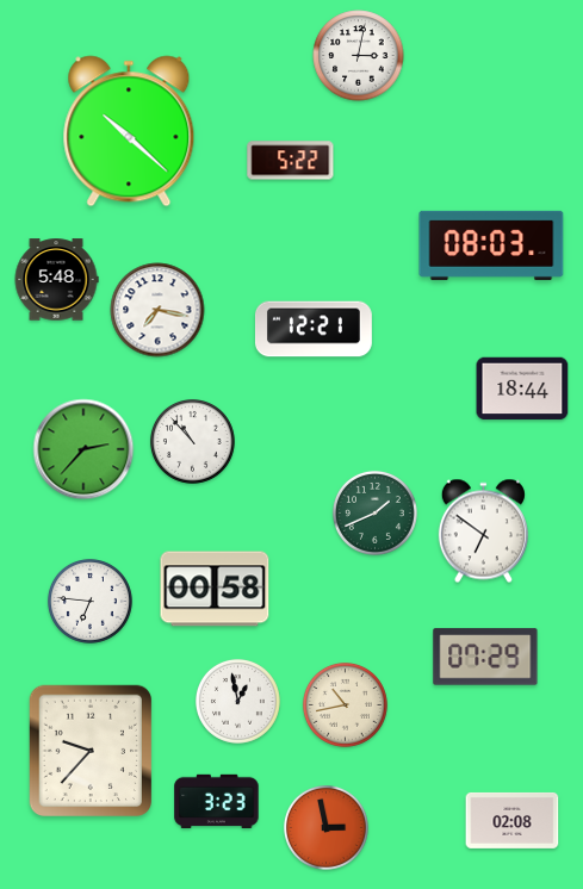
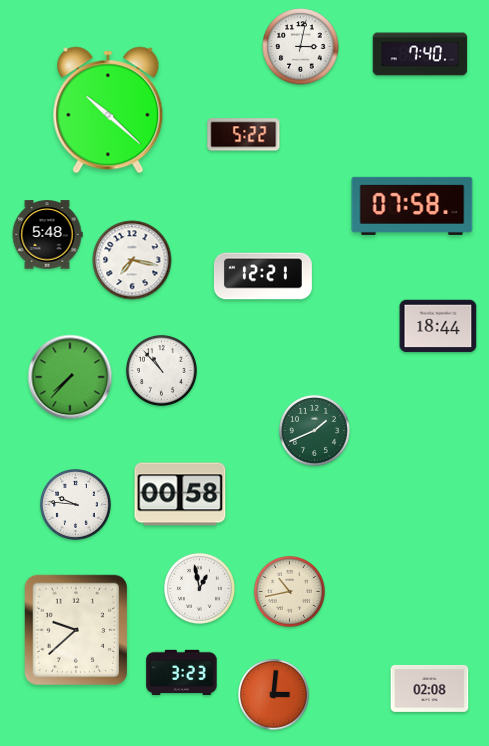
clock at (420, 54): none -> 7:40
clock at (491, 245): 08:03 -> 07:58
clock at (83, 449): 2:37 -> 7:37
clock at (483, 531): 6:51 -> none
clock at (89, 601): 6:46 -> 9:46
clock at (485, 657): 07:29 -> none
clock at (89, 751): 9:37 -> 9:38
clock at (325, 827): 2:58 -> 3:01
